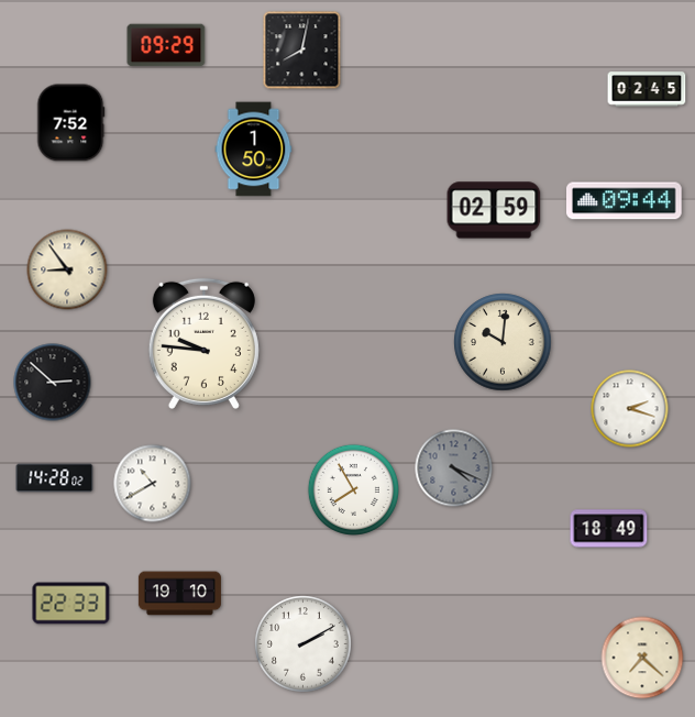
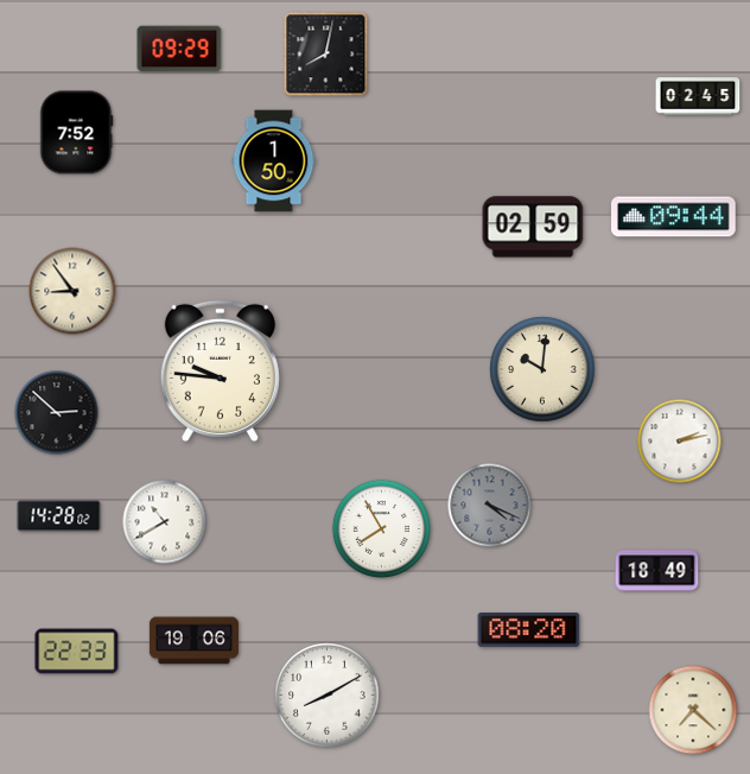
clock at (630, 409): 2:18 -> 2:13
clock at (529, 630): none -> 08:20
clock at (179, 594): 19:10 -> 19:06
clock at (304, 644): 2:10 -> 8:10
